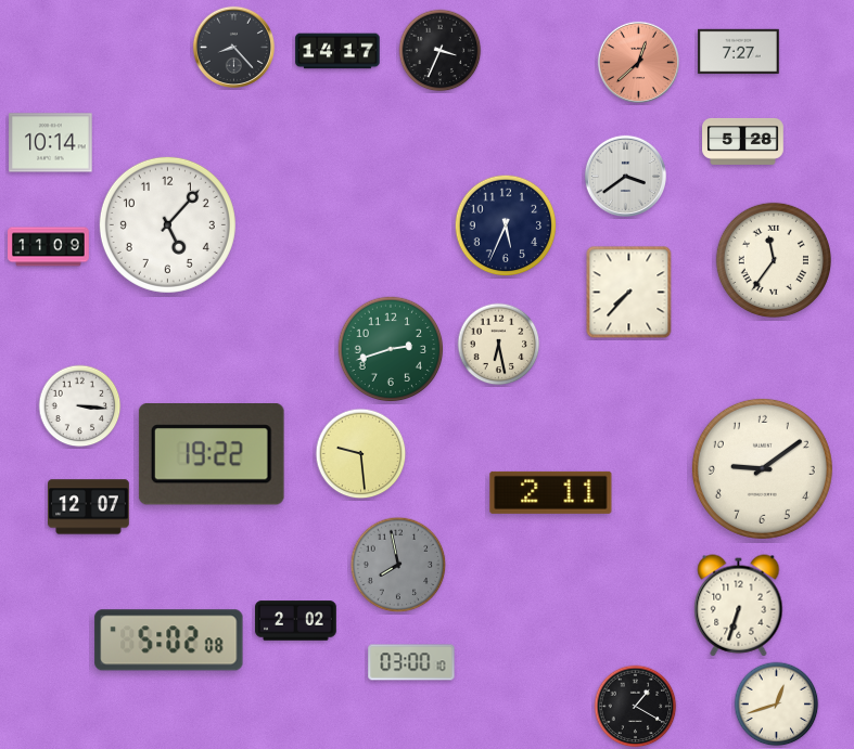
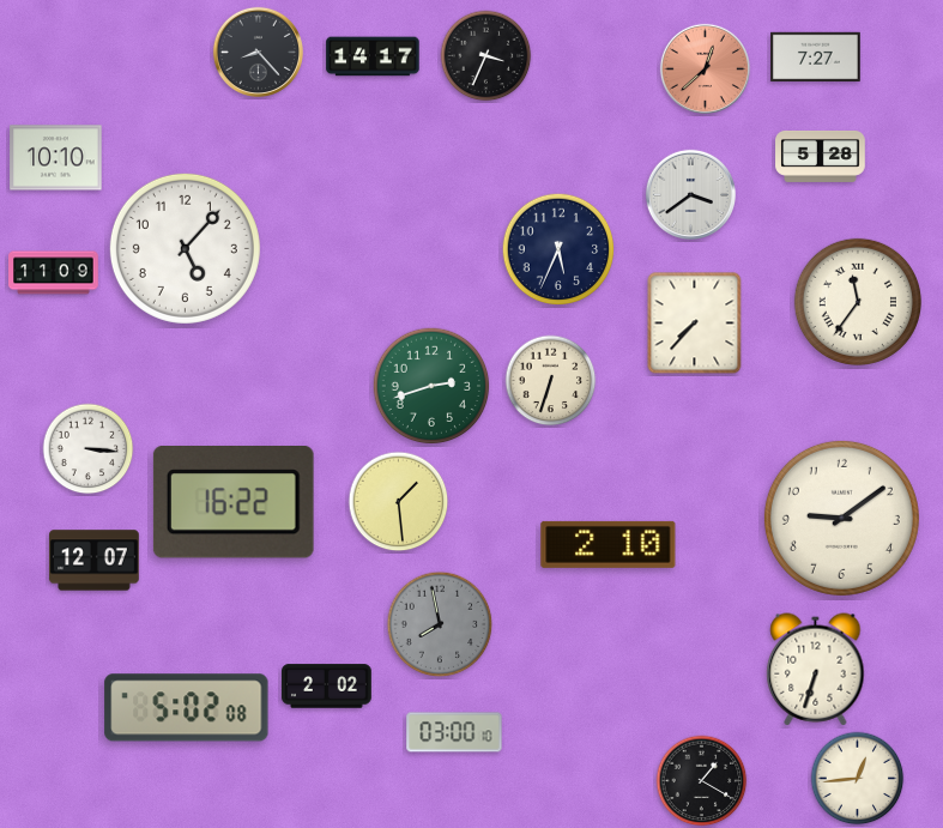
clock at (51, 143): 10:14 -> 10:10
clock at (774, 260) position: (774, 260) -> (858, 302)
clock at (499, 345): 6:28 -> 6:33
clock at (361, 454): 9:29 -> 1:29
clock at (212, 455): 19:22 -> 16:22
clock at (551, 492): 2:11 -> 2:10
clock at (89, 507) position: (89, 507) -> (95, 561)
clock at (777, 705): 12:42 -> 12:44
